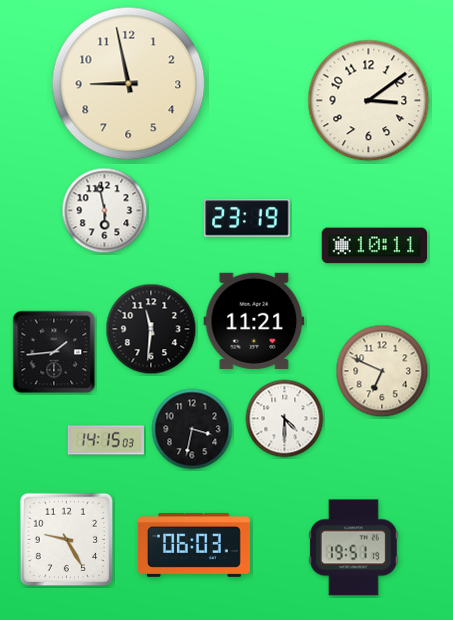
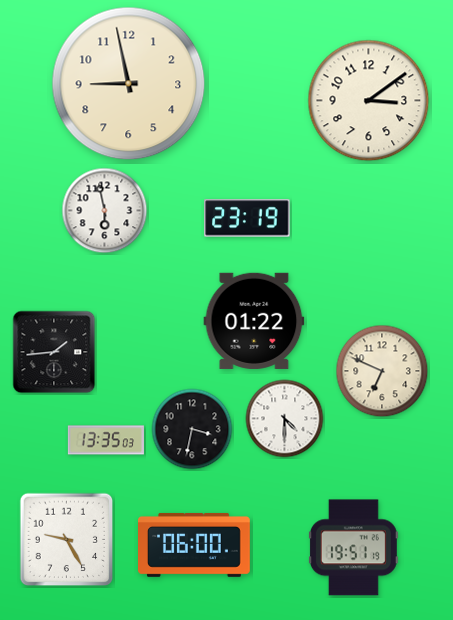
clock at (374, 246): 10:11 -> none
clock at (254, 321): 11:21 -> 01:22
clock at (151, 329): 11:31 -> none
clock at (106, 440): 14:15 -> 13:35
clock at (195, 545): 06:03 -> 06:00
